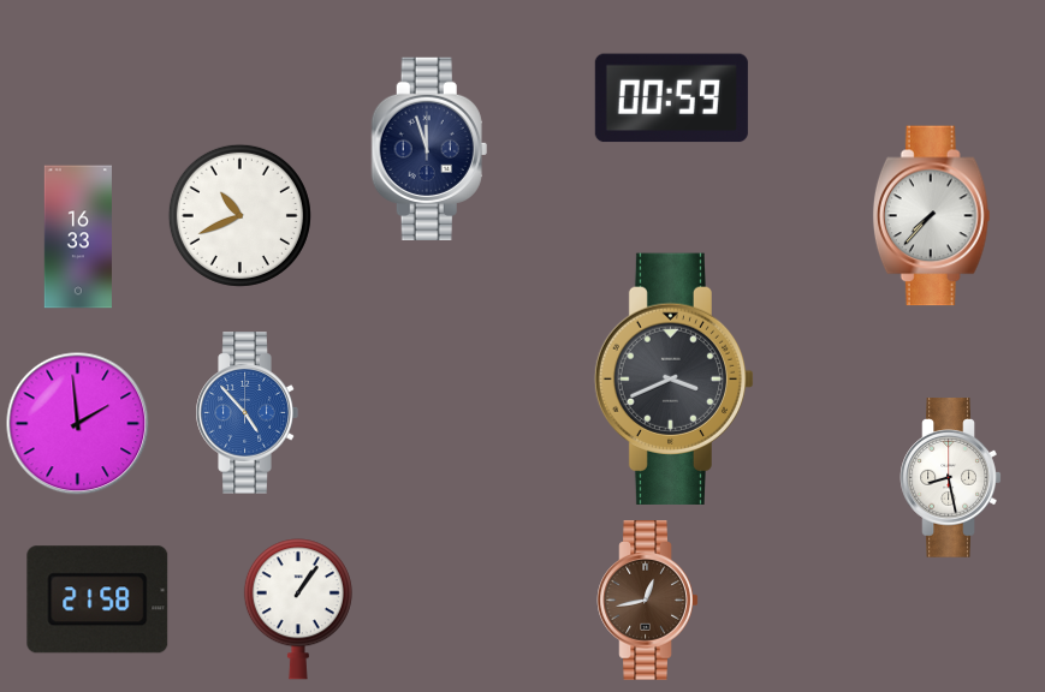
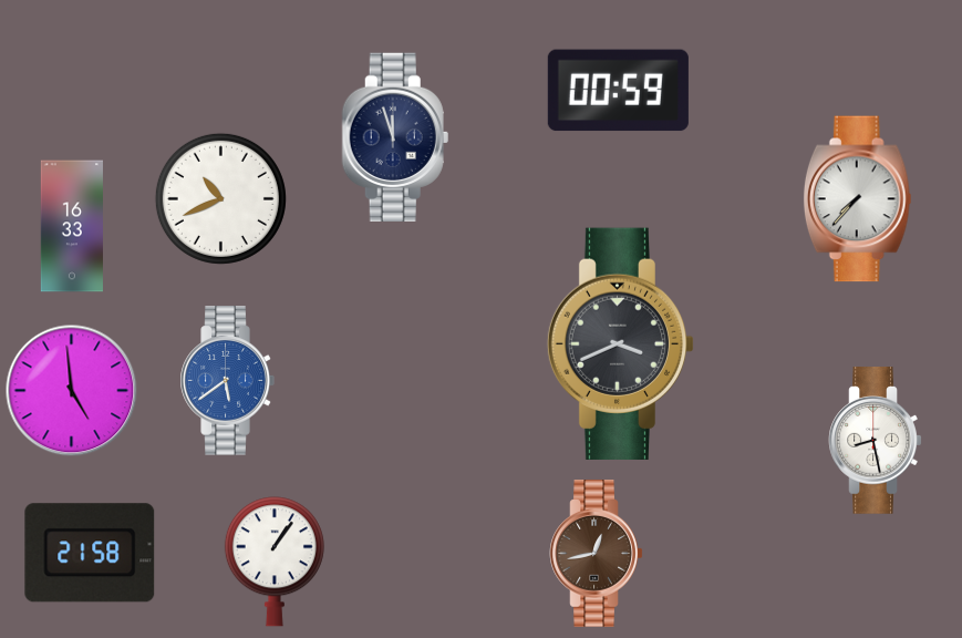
clock at (77, 237) position: (77, 237) -> (71, 226)
clock at (675, 378) position: (675, 378) -> (621, 343)
clock at (247, 413): 4:53 -> 5:39
clock at (78, 424): 1:59 -> 4:59
